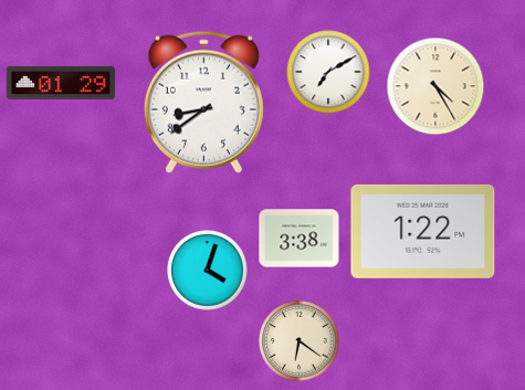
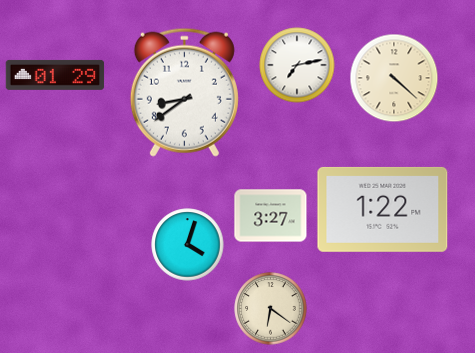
clock at (328, 72): 7:10 -> 7:13
clock at (435, 86): 4:25 -> 4:22
clock at (300, 239): 3:38 -> 3:27
